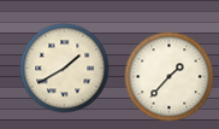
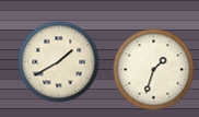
clock at (170, 77): 1:37 -> 1:33
